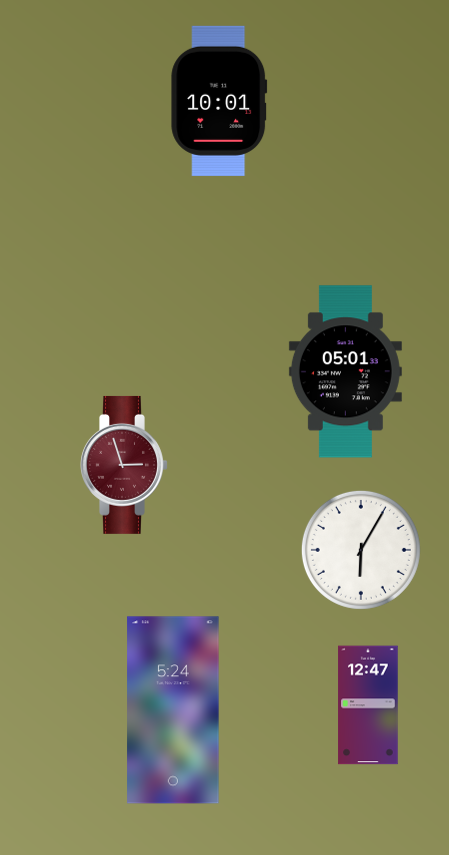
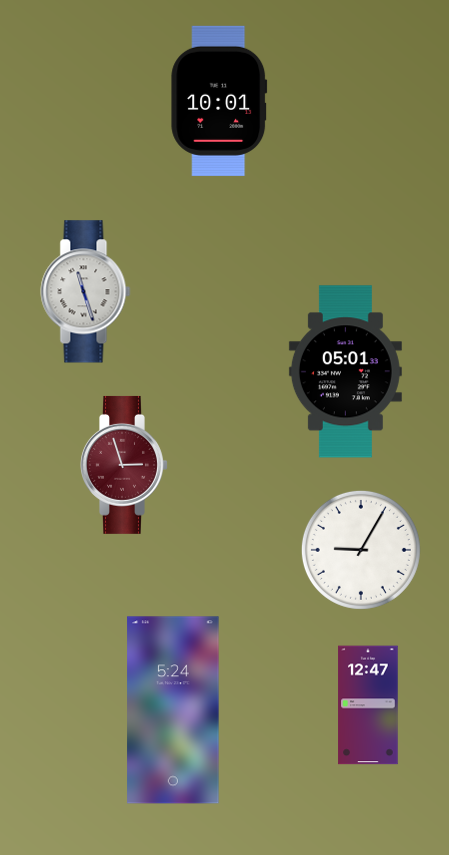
clock at (86, 292): none -> 11:27
clock at (361, 550): 6:05 -> 9:05
